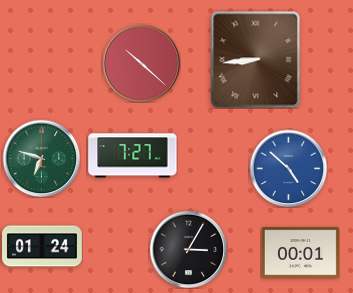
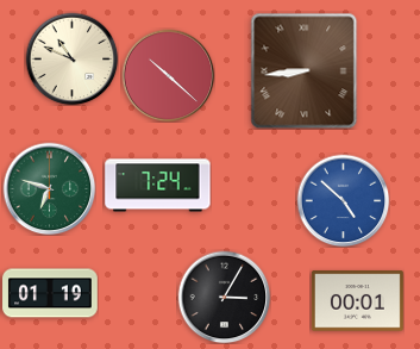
clock at (71, 58): none -> 10:49
clock at (133, 156): 7:27 -> 7:24
clock at (42, 246): 01:24 -> 01:19
